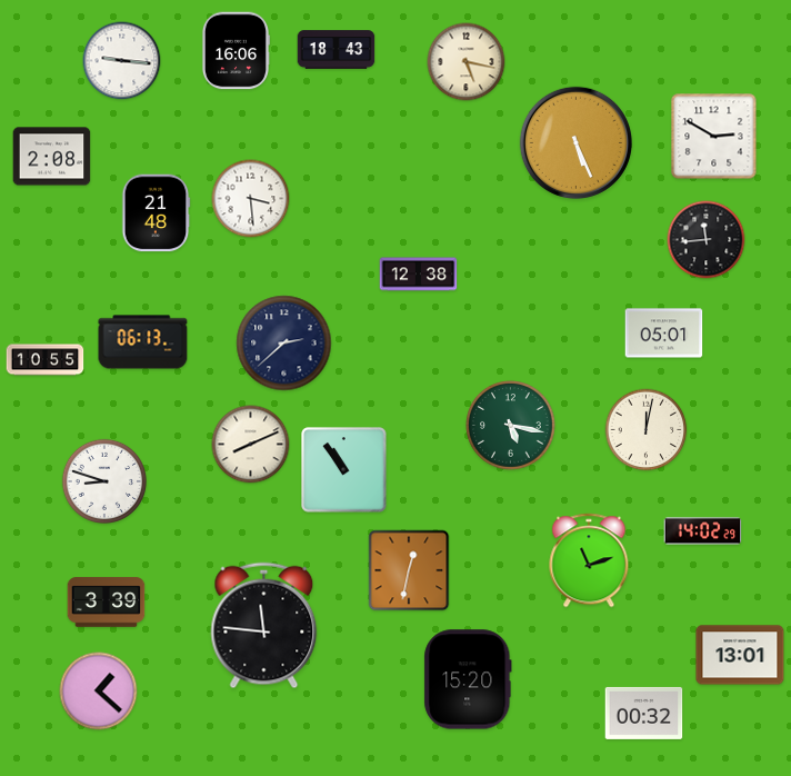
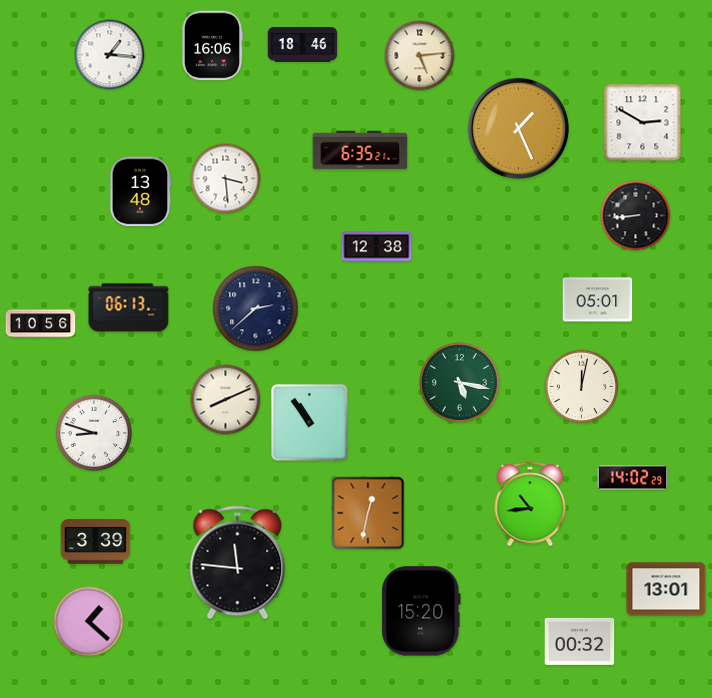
clock at (337, 50): 18:43 -> 18:46
clock at (122, 61): 9:16 -> 1:16
clock at (467, 62): 5:17 -> 5:14
clock at (575, 142): 5:26 -> 1:26
clock at (52, 157): 2:08 -> none
clock at (360, 150): none -> 6:35
clock at (156, 213): 21:48 -> 13:48
clock at (707, 240): 11:44 -> 8:44
clock at (46, 360): 10:55 -> 10:56
clock at (589, 560): 11:12 -> 10:44
